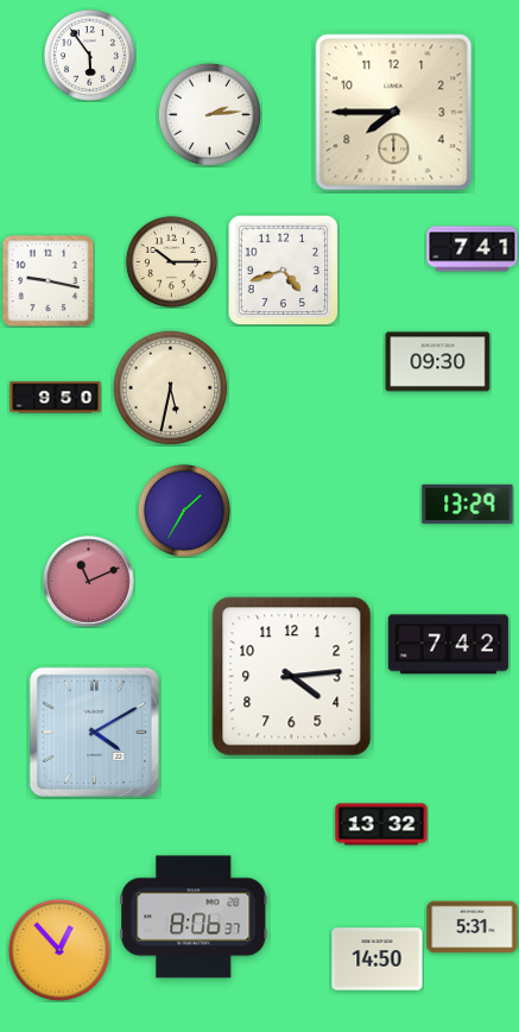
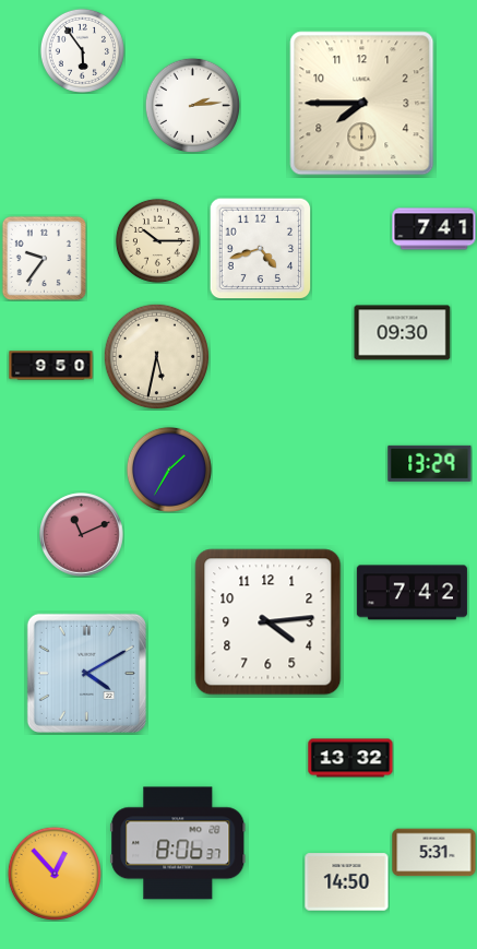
clock at (48, 280): 9:17 -> 9:36
